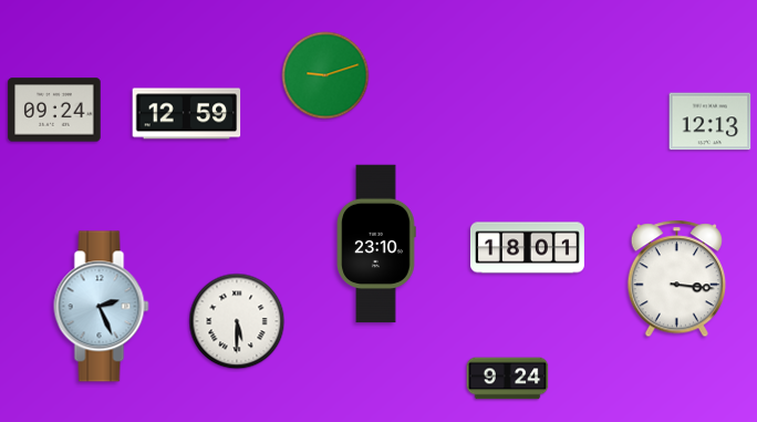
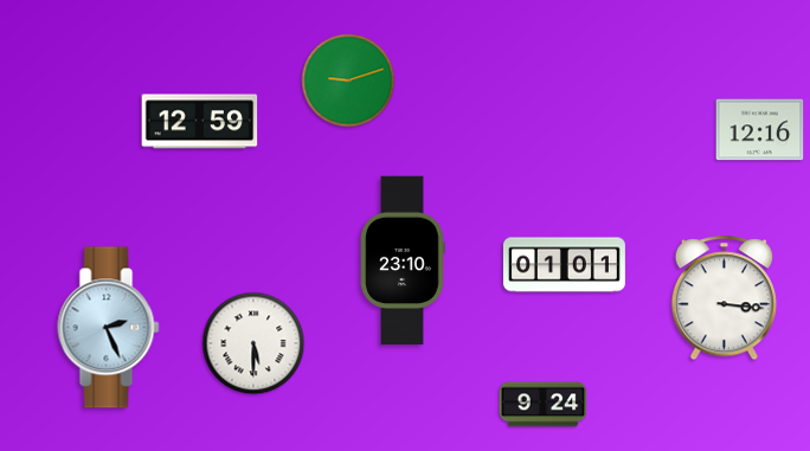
clock at (54, 110): 09:24 -> none
clock at (711, 122): 12:13 -> 12:16
clock at (527, 248): 18:01 -> 01:01
